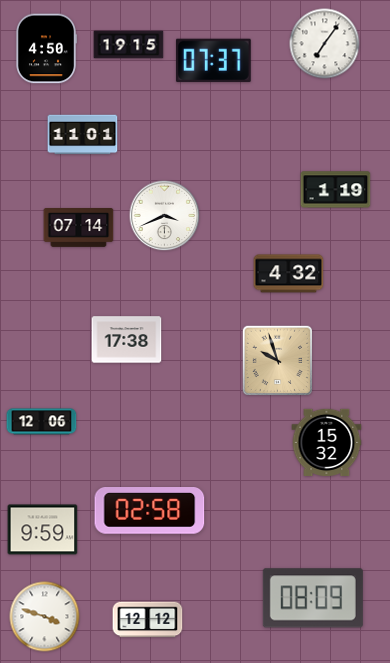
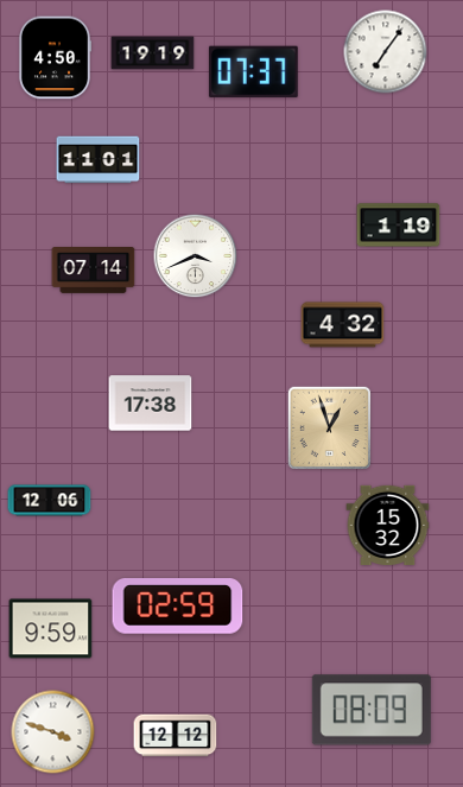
clock at (129, 45): 19:15 -> 19:19
clock at (277, 360): 9:57 -> 12:57
clock at (150, 511): 02:58 -> 02:59
